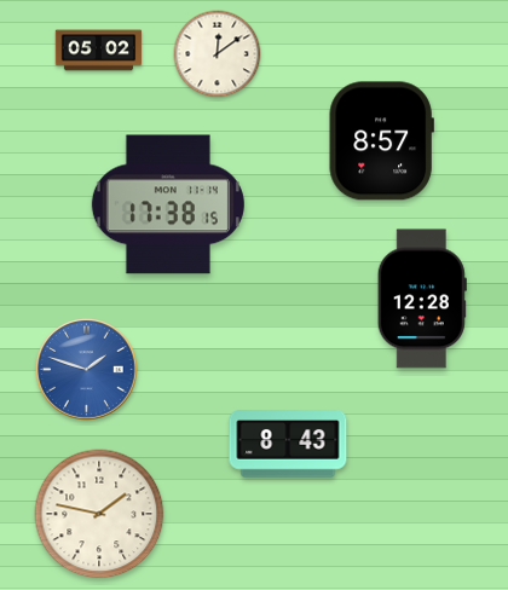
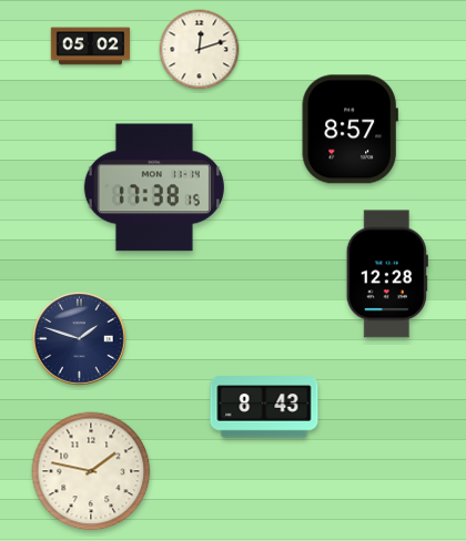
clock at (218, 54): 12:09 -> 12:12
clock at (87, 370) dial: blue -> navy
